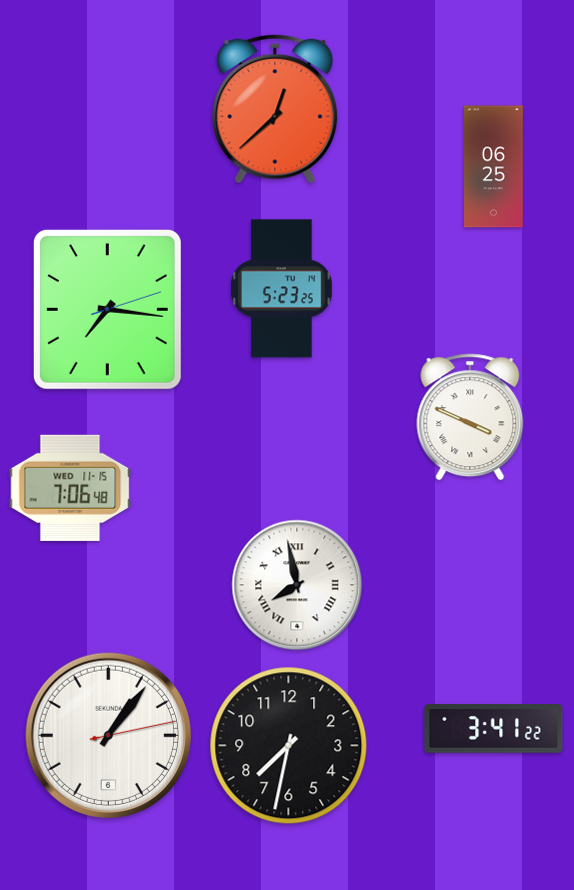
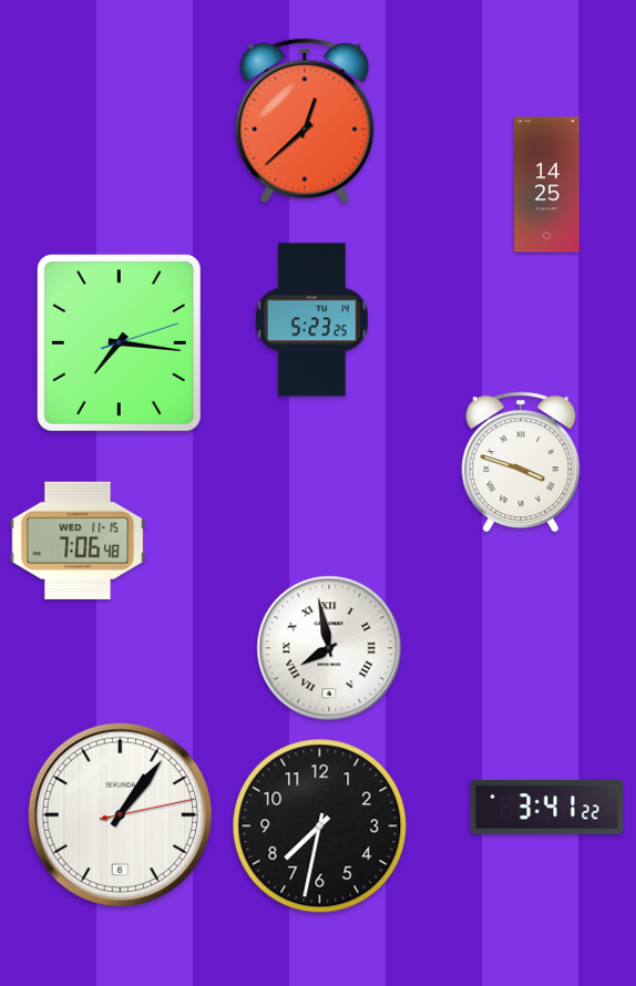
clock at (494, 167): 06:25 -> 14:25
clock at (470, 417): 3:49 -> 3:48
